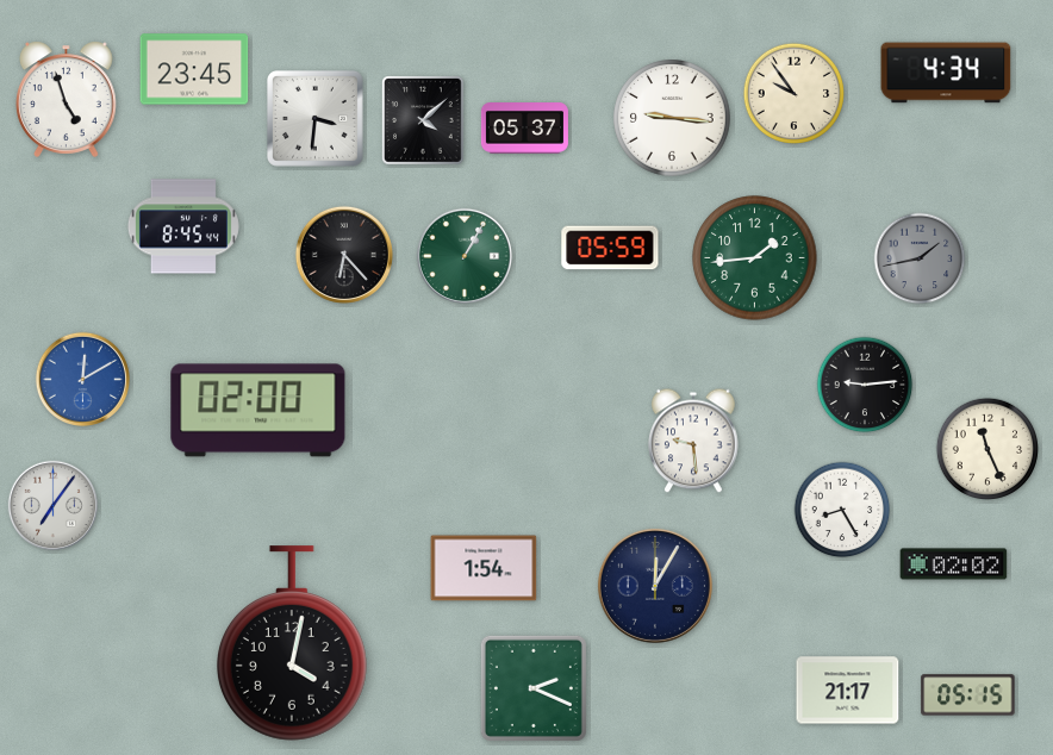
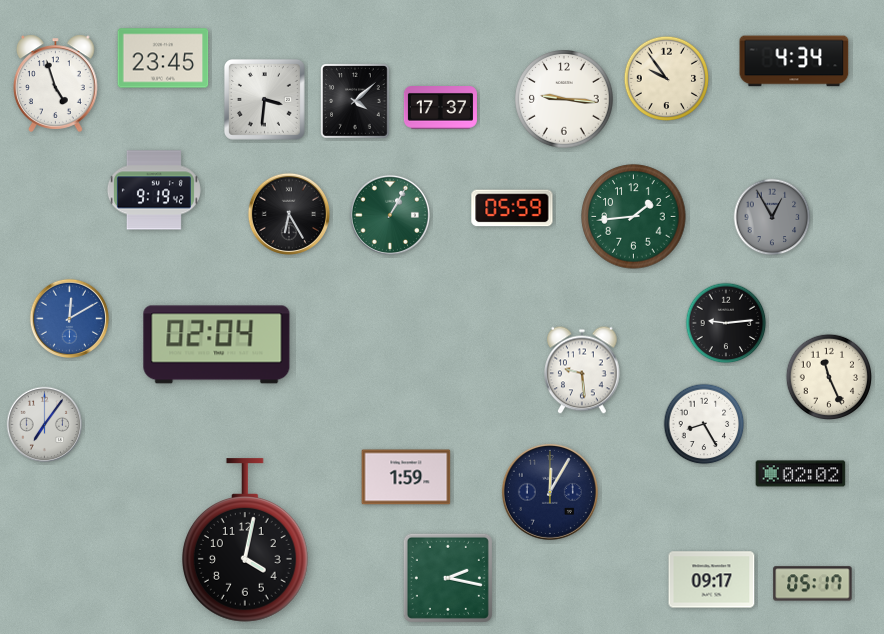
clock at (524, 129): 05:37 -> 17:37
clock at (183, 226): 8:45 -> 9:19
clock at (344, 255): 6:23 -> 6:25
clock at (920, 258): 1:43 -> 12:55
clock at (258, 411): 02:00 -> 02:04
clock at (842, 510) position: (842, 510) -> (704, 424)
clock at (484, 568): 1:54 -> 1:59
clock at (534, 688): 2:19 -> 2:17
clock at (848, 691): 21:17 -> 09:17
clock at (968, 695): 05:15 -> 05:17
